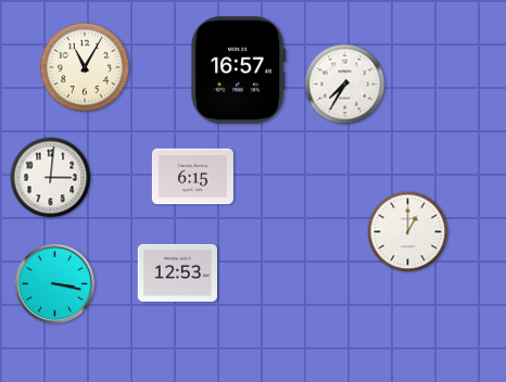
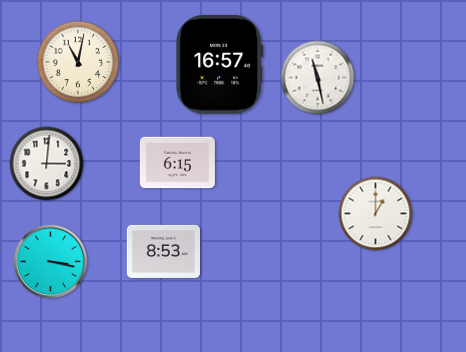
clock at (85, 67): 11:05 -> 11:02
clock at (345, 85): 7:35 -> 11:28
clock at (177, 272): 12:53 -> 8:53
